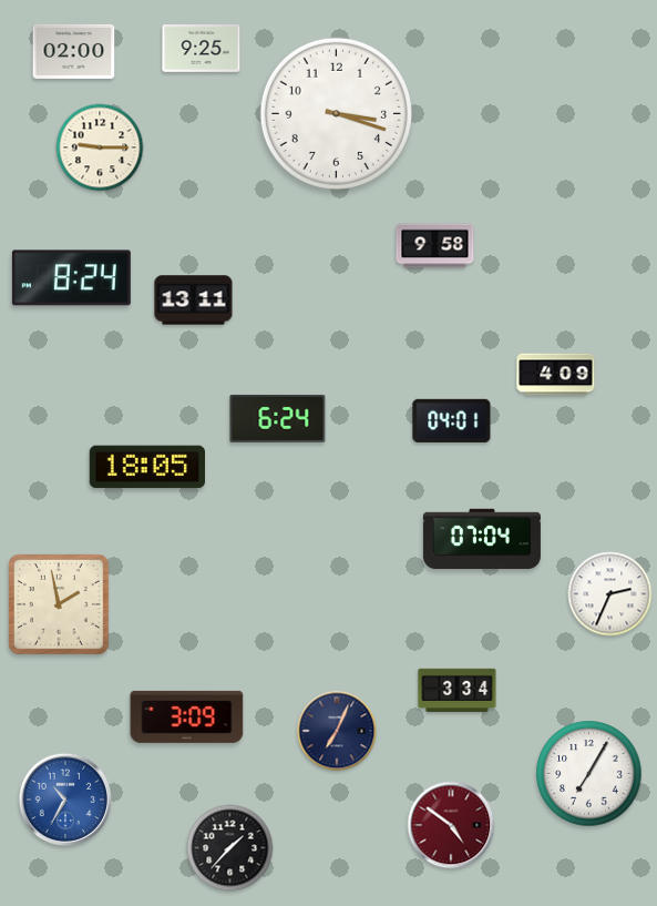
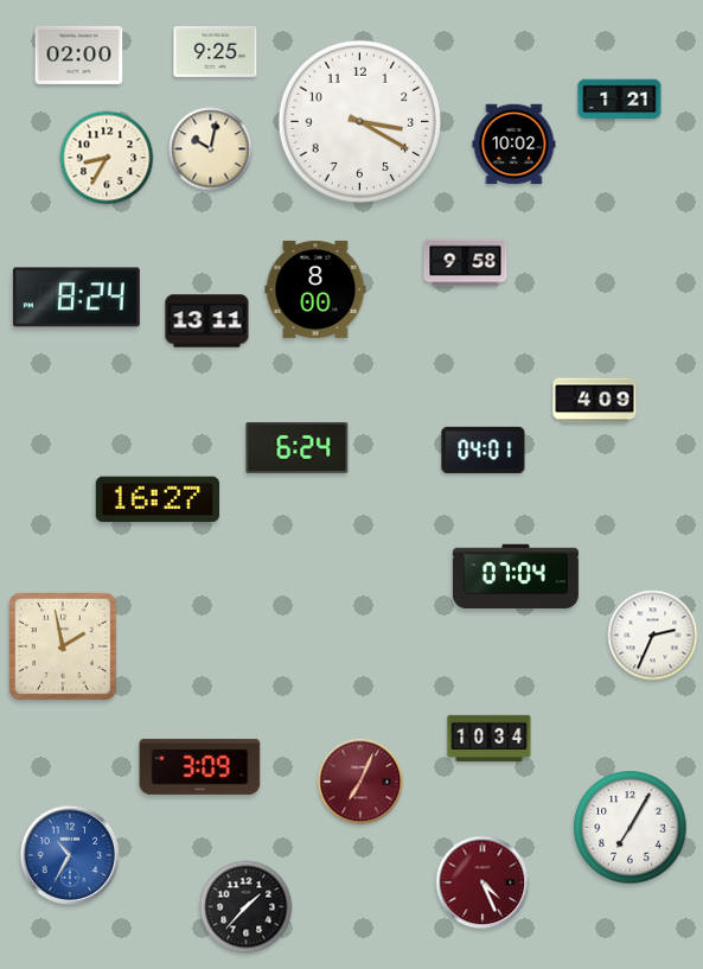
clock at (620, 100): none -> 1:21
clock at (336, 113): 3:18 -> 3:20
clock at (515, 145): none -> 10:02
clock at (211, 149): none -> 10:02
clock at (100, 147): 9:15 -> 8:35
clock at (315, 289): none -> 8:00
clock at (146, 467): 18:05 -> 16:27
clock at (458, 691): 3:34 -> 10:34
clock at (337, 731) dial: navy -> burgundy
clock at (451, 825): 4:51 -> 4:26
